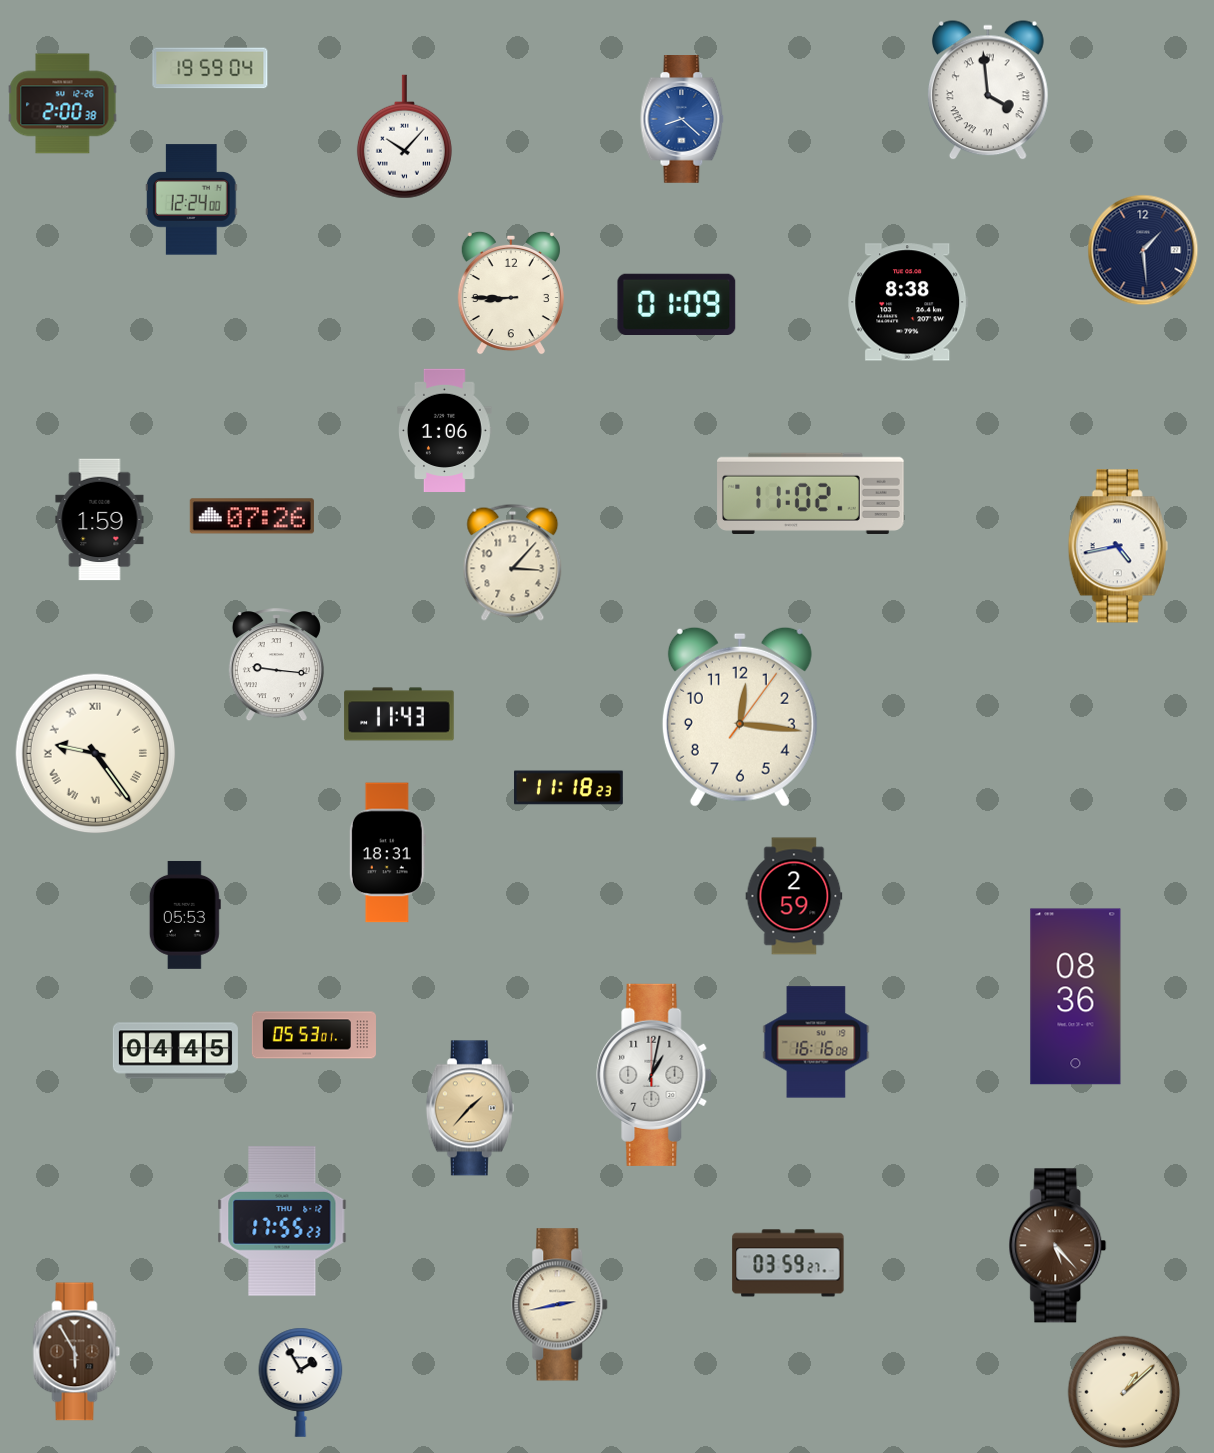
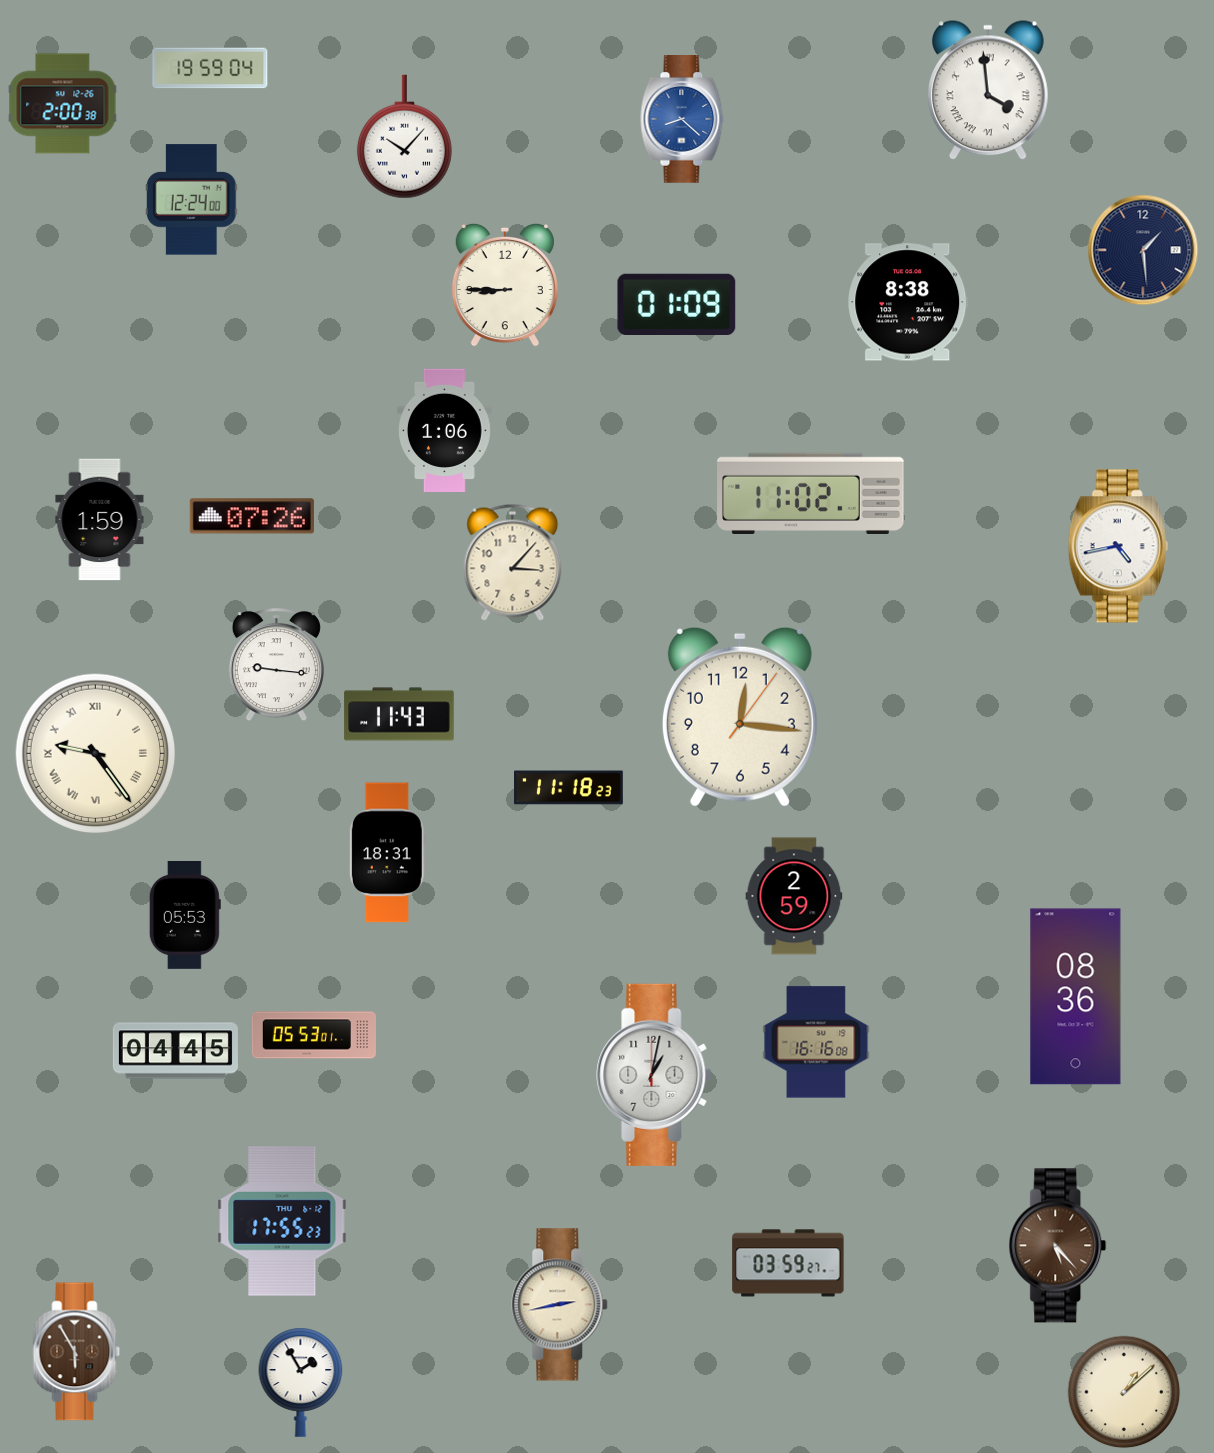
clock at (511, 293) position: (511, 293) -> (505, 285)
clock at (470, 1108): 1:37 -> none
